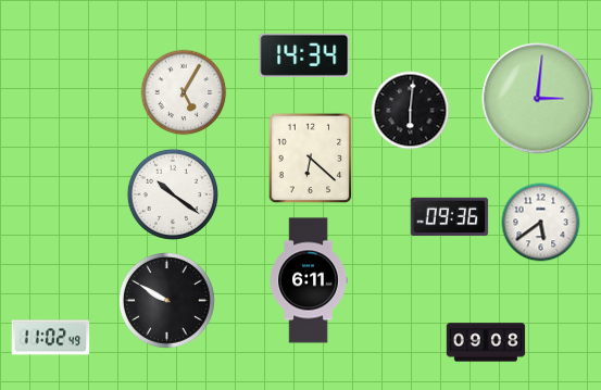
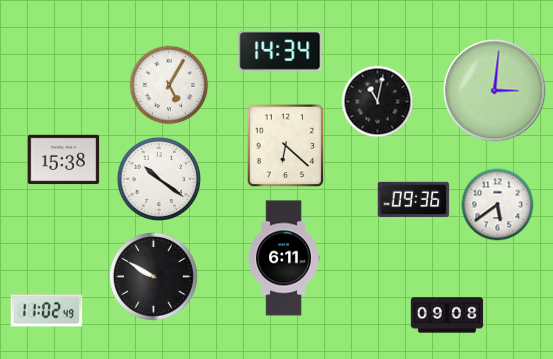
clock at (411, 111): 6:01 -> 11:02
clock at (64, 160): none -> 15:38
